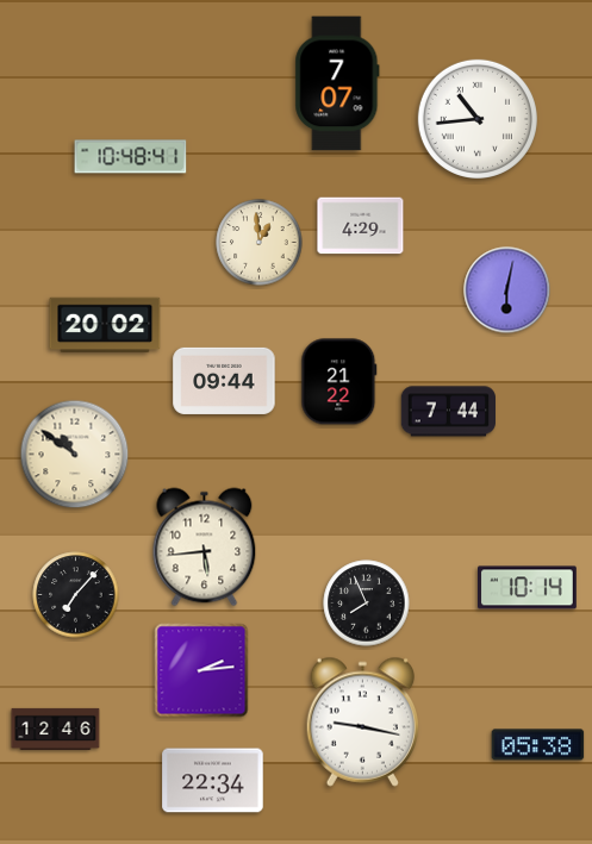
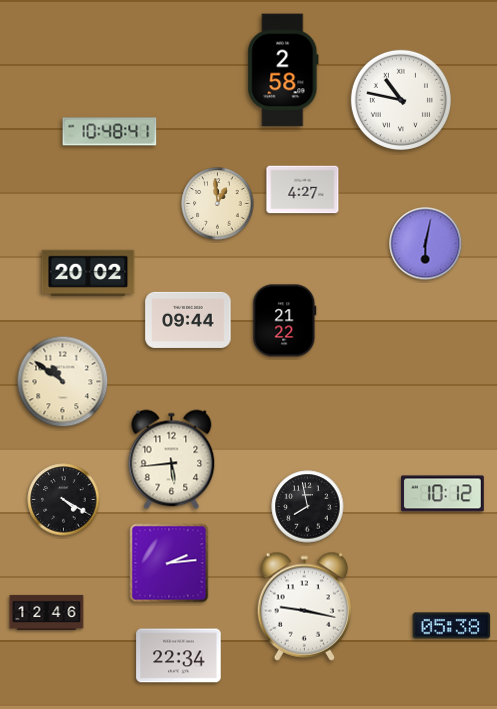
clock at (337, 83): 7:07 -> 2:58
clock at (478, 119): 10:44 -> 10:47
clock at (361, 226): 4:29 -> 4:27
clock at (448, 412): 7:44 -> none
clock at (528, 588): 10:14 -> 10:12
clock at (76, 595): 7:07 -> 4:20
clock at (367, 604): 7:56 -> 7:58
